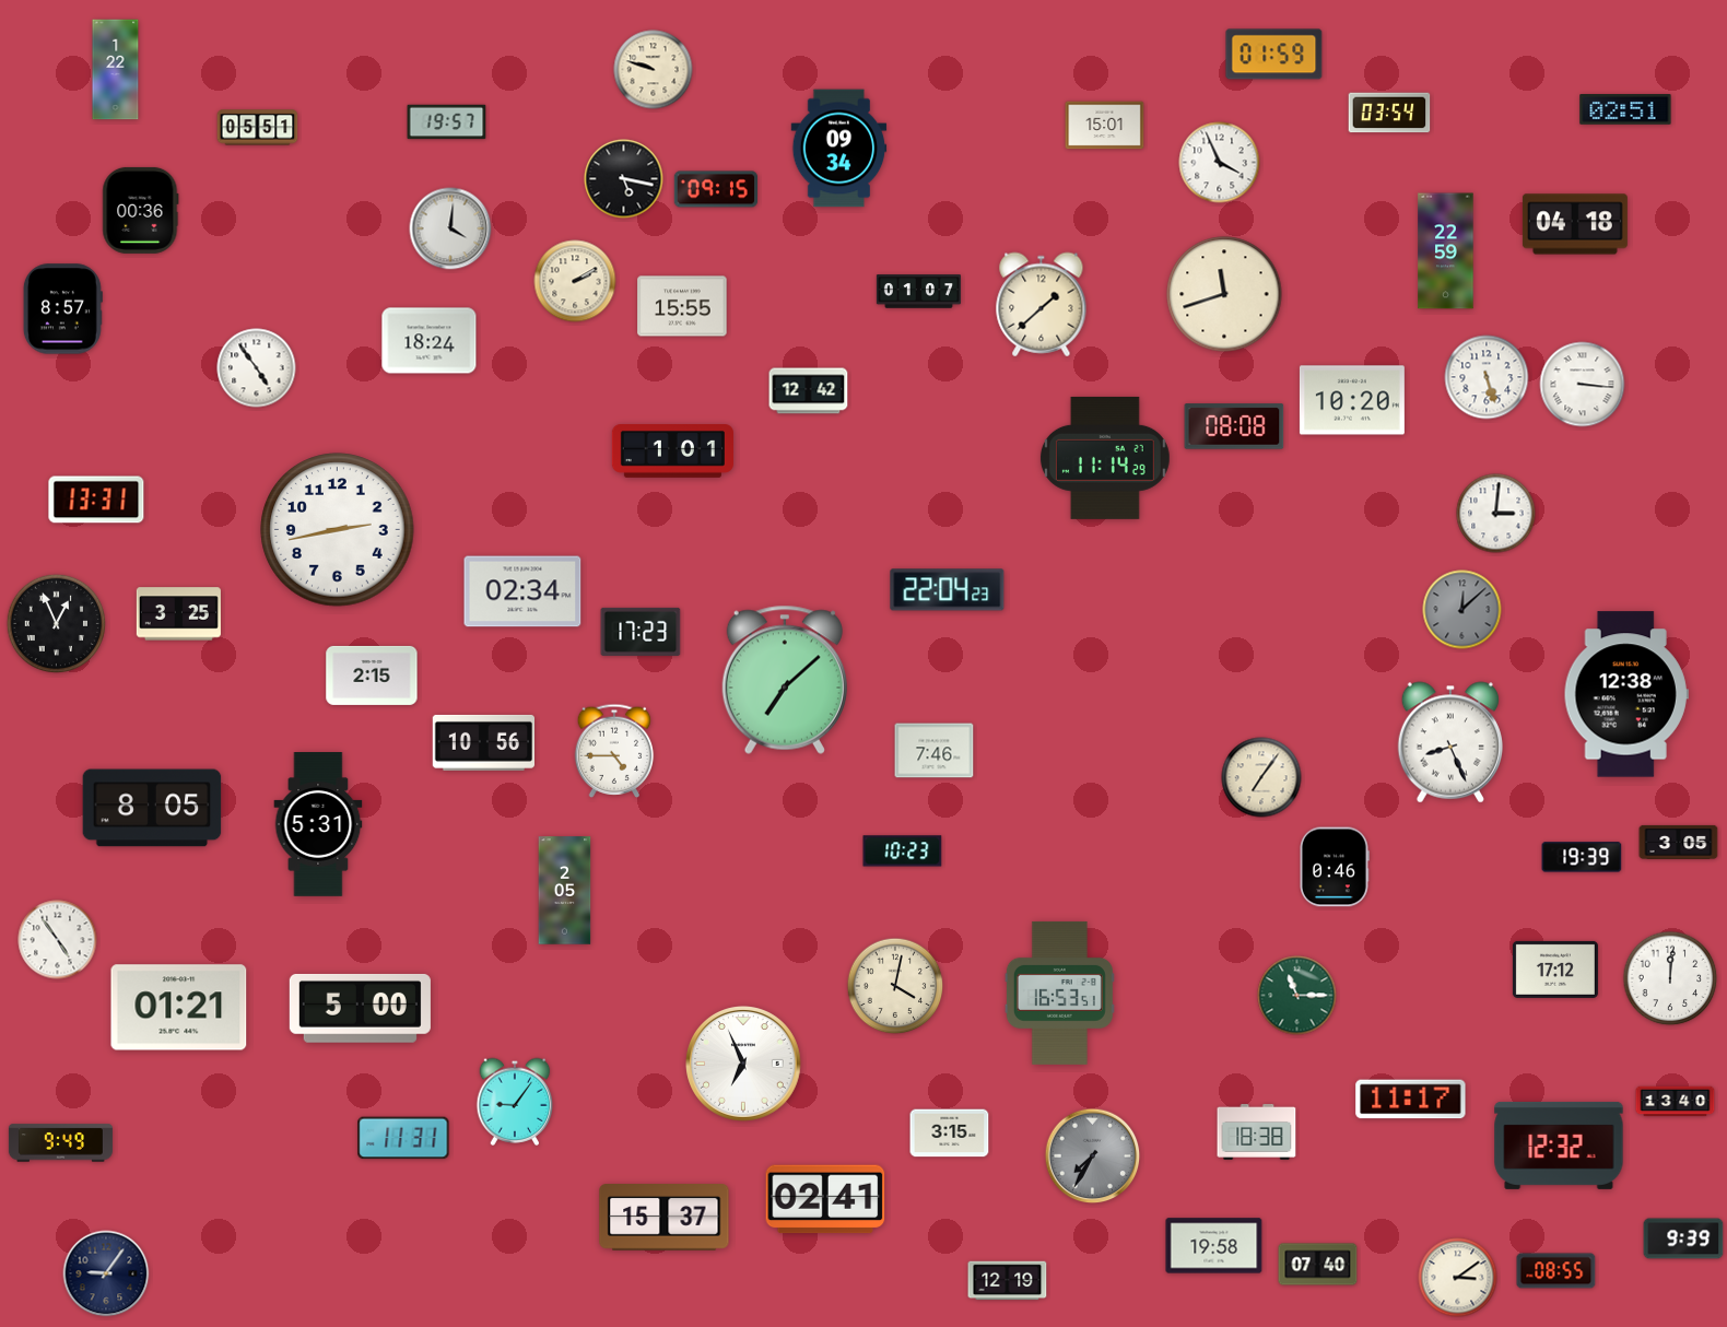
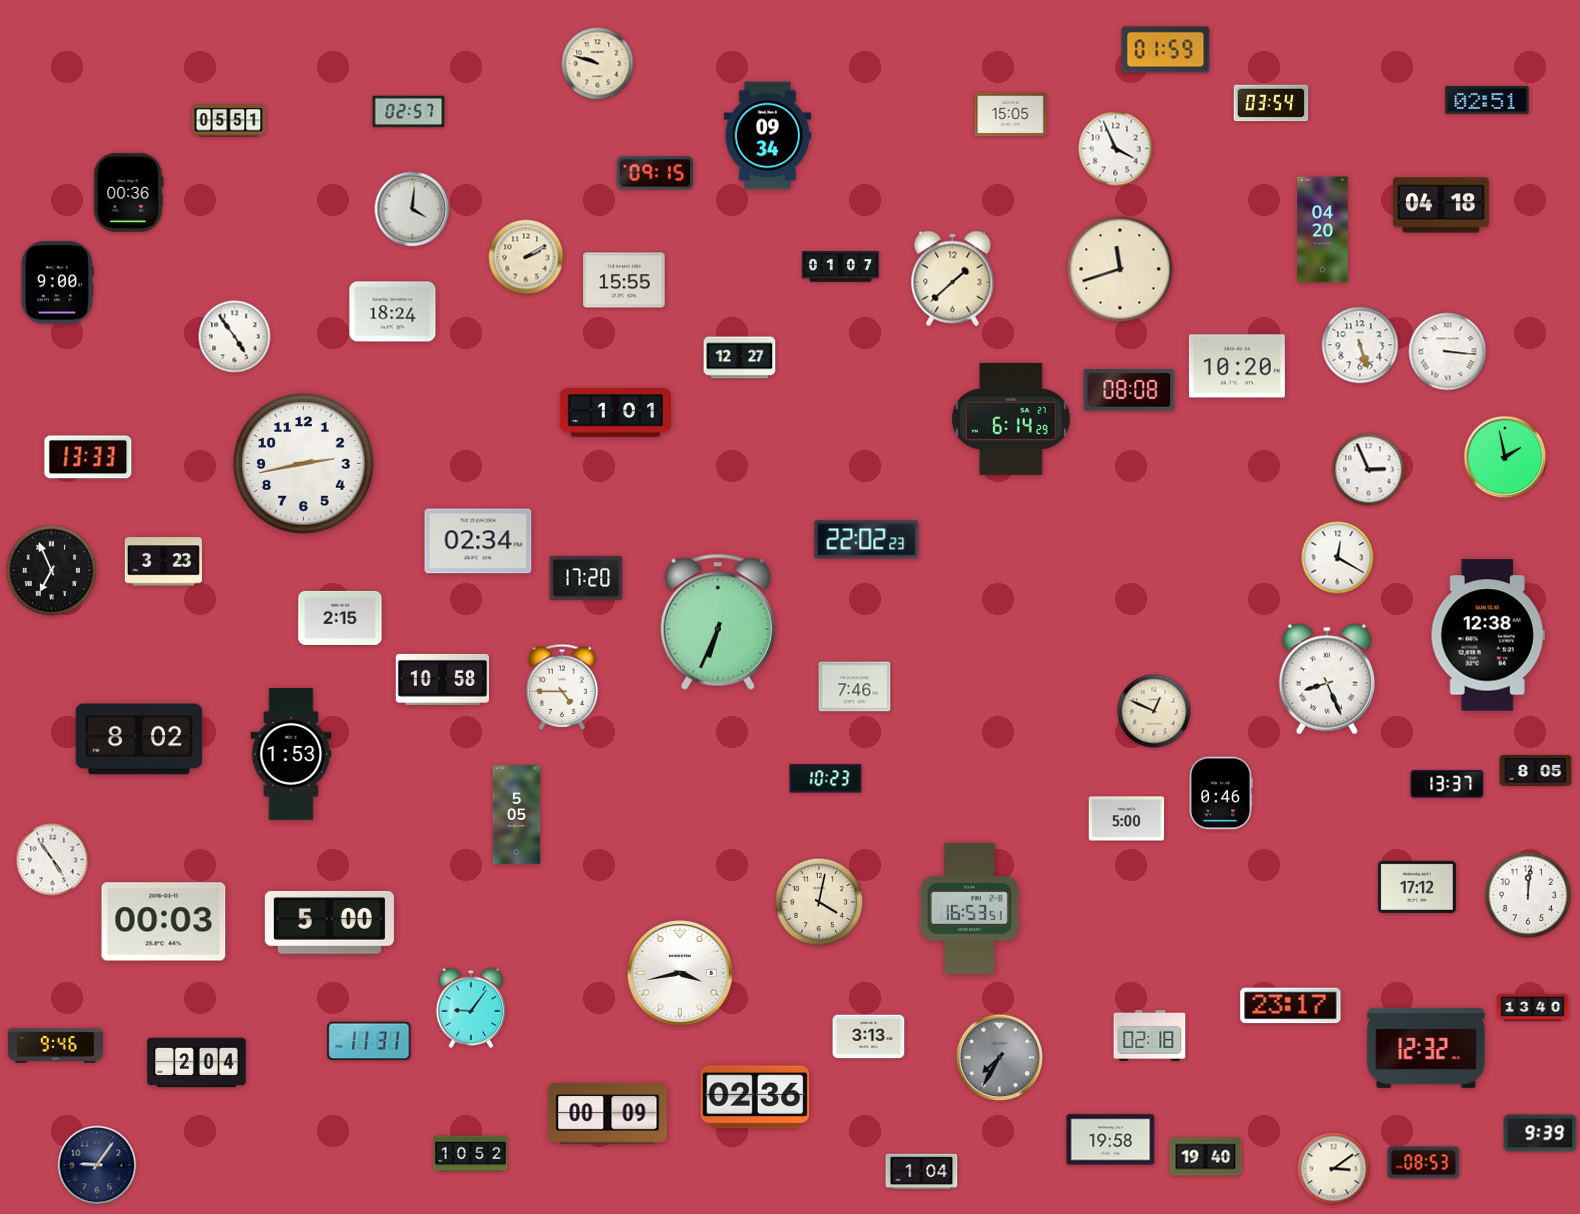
clock at (116, 70): 1:22 -> none
clock at (447, 122): 19:57 -> 02:57
clock at (1105, 126): 15:01 -> 15:05
clock at (258, 128) position: (258, 128) -> (229, 121)
clock at (624, 179): 5:17 -> none
clock at (1446, 251): 22:59 -> 04:20
clock at (62, 309): 8:57 -> 9:00
clock at (809, 391): 12:42 -> 12:27
clock at (1105, 458): 11:14 -> 6:14
clock at (96, 500): 13:31 -> 13:33
clock at (1505, 457): none -> 1:58
clock at (1496, 514): 3:01 -> 2:56
clock at (338, 530) position: (338, 530) -> (304, 464)
clock at (948, 590): 22:04 -> 22:02
clock at (1462, 610): 12:08 -> 12:20
clock at (1462, 610) dial: grey -> white
clock at (178, 614): 3:25 -> 3:23
clock at (57, 624): 12:56 -> 6:56
clock at (641, 632): 17:23 -> 17:20
clock at (785, 680): 7:08 -> 6:34
clock at (483, 742): 10:56 -> 10:58
clock at (1261, 777): 7:06 -> 12:49
clock at (152, 808): 8:05 -> 8:02
clock at (318, 824): 5:31 -> 1:53
clock at (1679, 842): 3:05 -> 8:05
clock at (1582, 857): 19:39 -> 13:37
clock at (565, 891): 2:05 -> 5:05
clock at (1127, 819): none -> 5:00
clock at (1555, 970) position: (1555, 970) -> (1417, 887)
clock at (1297, 996): 11:15 -> none
clock at (179, 1008): 01:21 -> 00:03
clock at (744, 1065): 6:56 -> 3:43
clock at (1411, 1100): 11:17 -> 23:17
clock at (1257, 1131): 18:38 -> 02:18
clock at (950, 1134): 3:15 -> 3:13
clock at (60, 1143): 9:49 -> 9:46
clock at (197, 1063): none -> 2:04
clock at (825, 1199): 02:41 -> 02:36
clock at (665, 1218): 15:37 -> 00:09
clock at (471, 1154): none -> 10:52
clock at (1318, 1265): 07:40 -> 19:40
clock at (1556, 1271): 08:55 -> 08:53
clock at (1008, 1281): 12:19 -> 1:04
